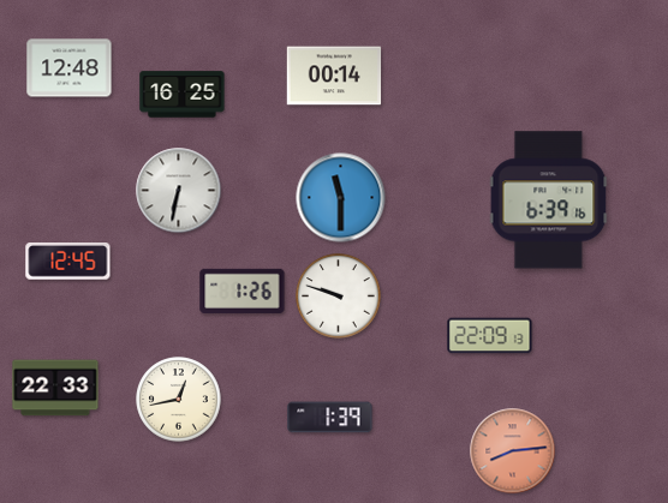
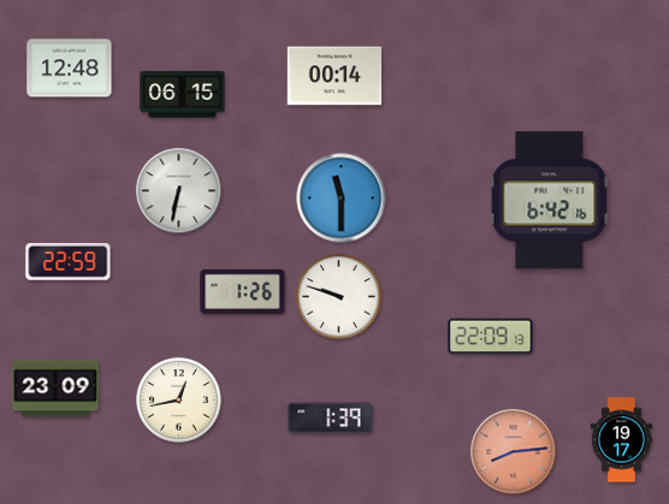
clock at (183, 95): 16:25 -> 06:15
clock at (549, 200): 6:39 -> 6:42
clock at (68, 262): 12:45 -> 22:59
clock at (55, 388): 22:33 -> 23:09
clock at (621, 440): none -> 19:17
